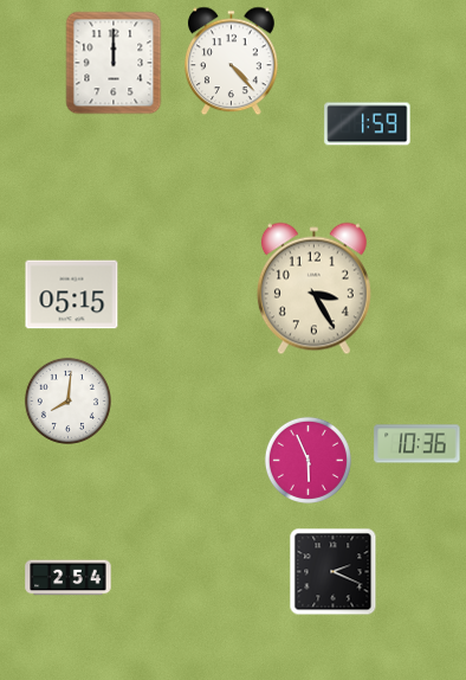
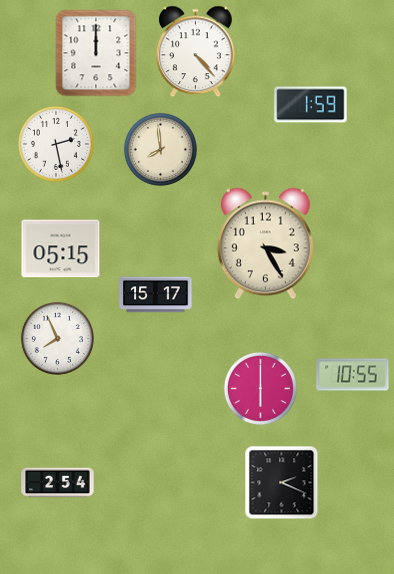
clock at (56, 144): none -> 2:28
clock at (160, 149): none -> 7:59
clock at (156, 295): none -> 15:17
clock at (67, 400): 8:01 -> 7:56
clock at (418, 444): 10:36 -> 10:55
clock at (308, 460): 5:56 -> 6:00
clock at (69, 578) position: (69, 578) -> (58, 483)
